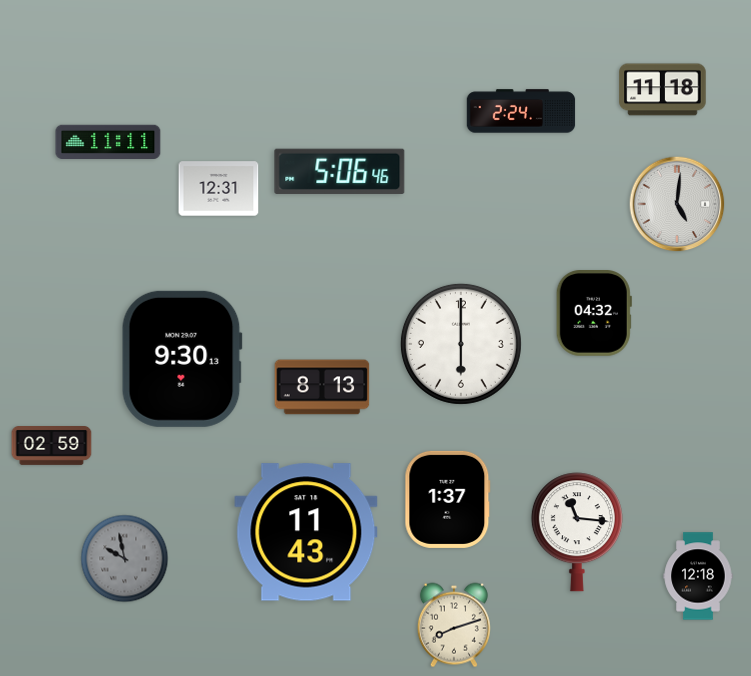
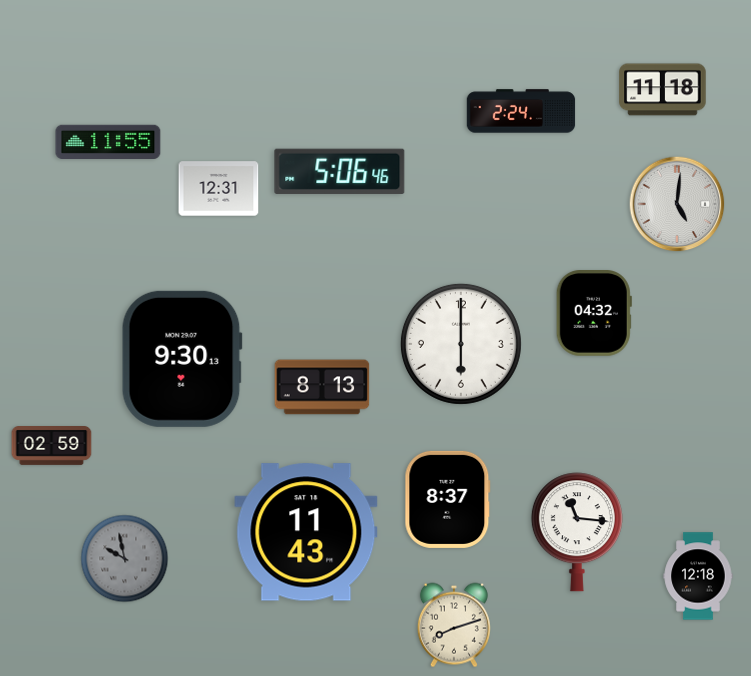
clock at (108, 142): 11:11 -> 11:55
clock at (448, 499): 1:37 -> 8:37
